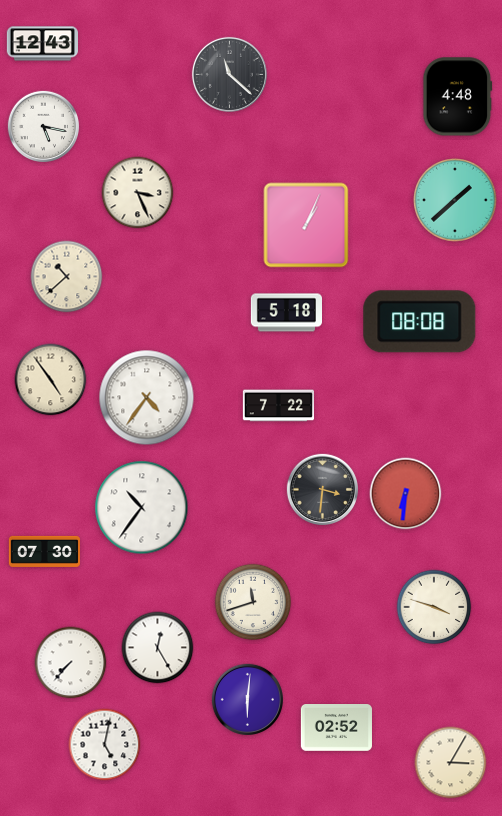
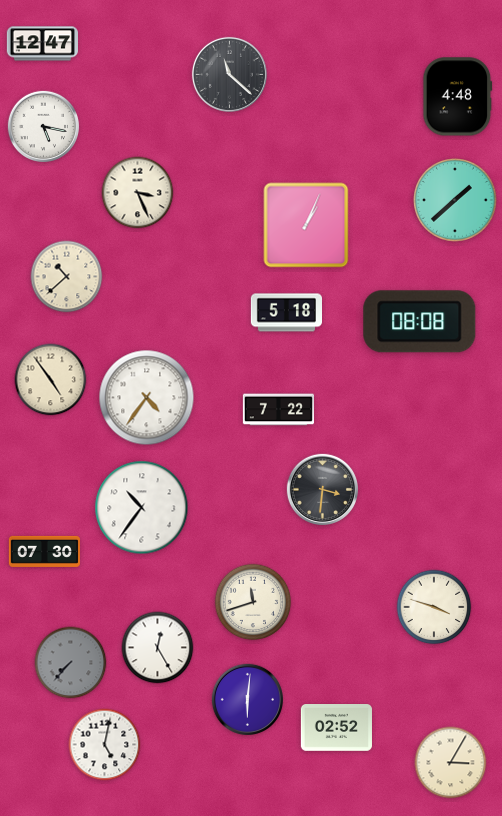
clock at (42, 44): 12:43 -> 12:47
clock at (278, 406) position: (278, 406) -> (278, 410)
clock at (406, 494): 6:31 -> none
clock at (71, 663) dial: white -> grey
